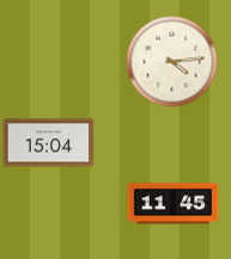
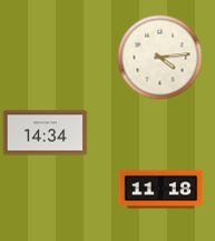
clock at (49, 143): 15:04 -> 14:34
clock at (174, 204): 11:45 -> 11:18
